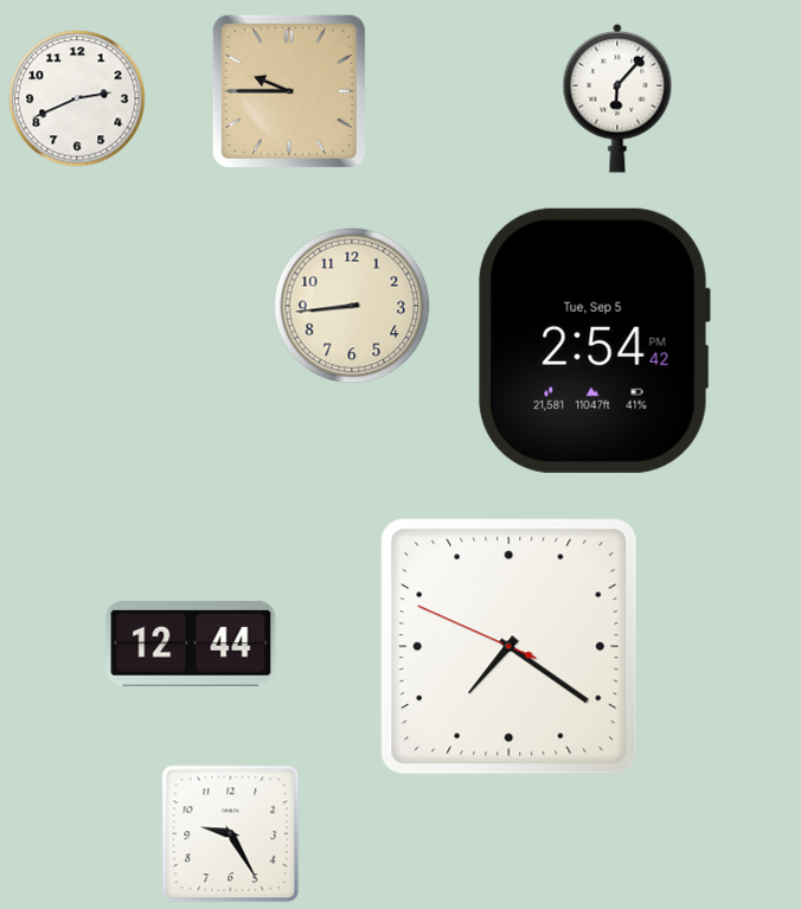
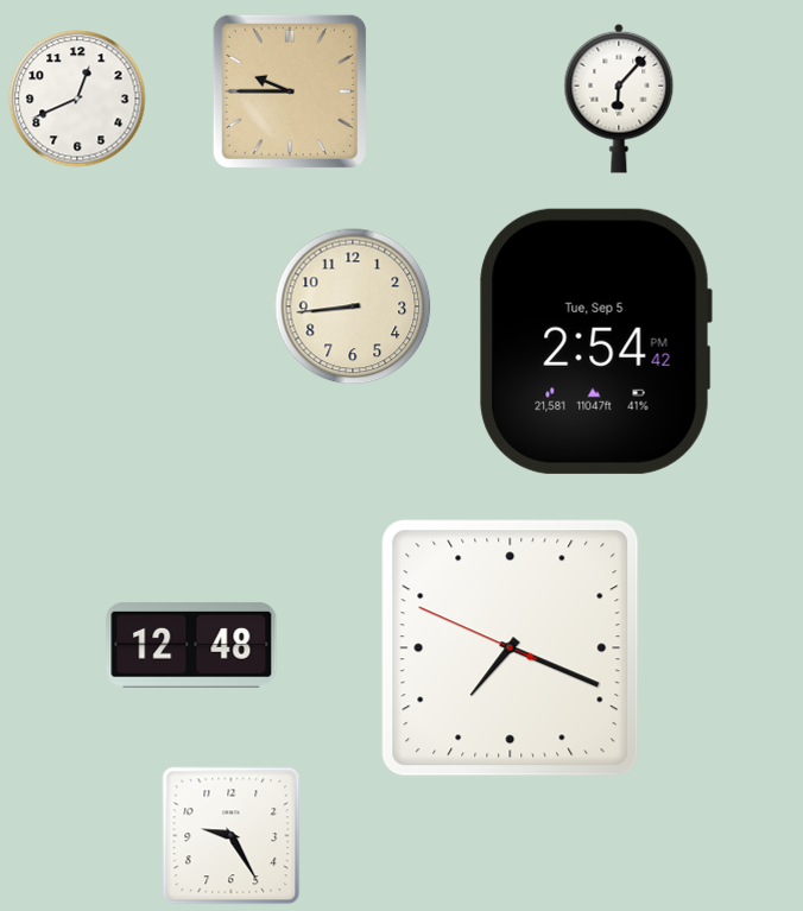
clock at (77, 98): 2:41 -> 12:41
clock at (191, 645): 12:44 -> 12:48
clock at (510, 647): 7:20 -> 7:18
